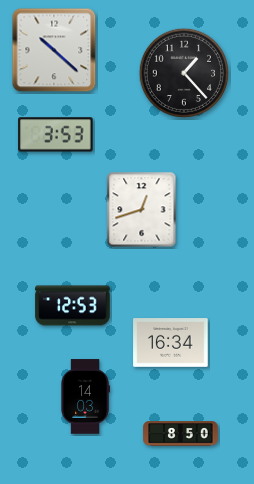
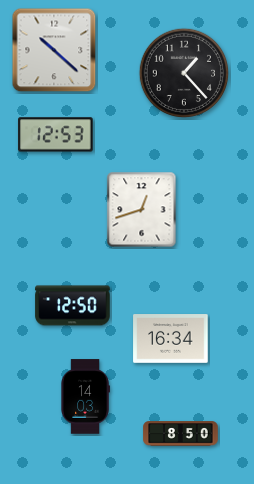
clock at (56, 135): 3:53 -> 12:53
clock at (73, 306): 12:53 -> 12:50
clock at (171, 343) position: (171, 343) -> (171, 339)
